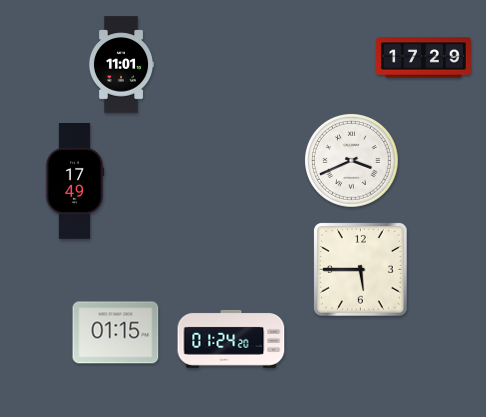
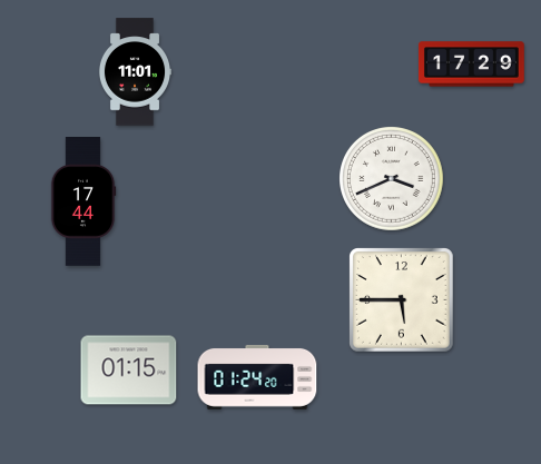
clock at (75, 182): 17:49 -> 17:44
